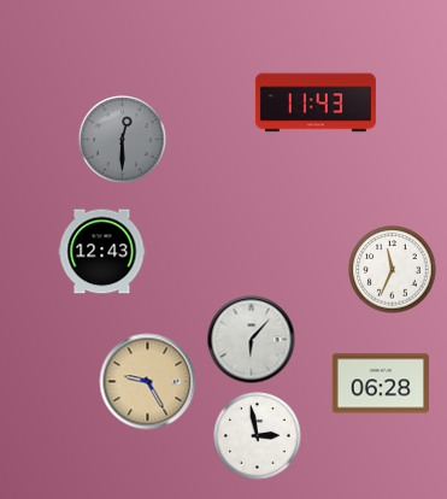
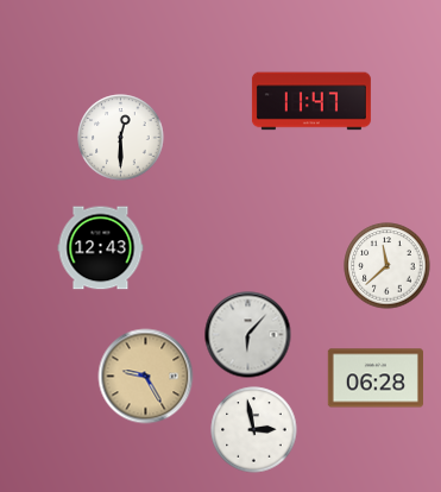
clock at (316, 102): 11:43 -> 11:47
clock at (123, 140) dial: grey -> white
clock at (393, 270): 11:34 -> 11:38
